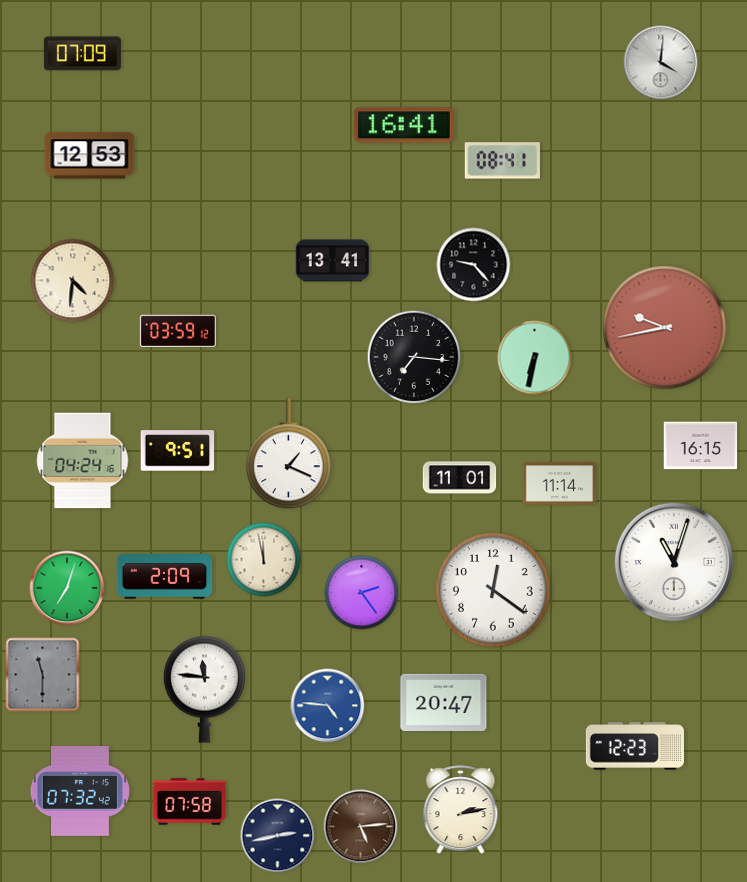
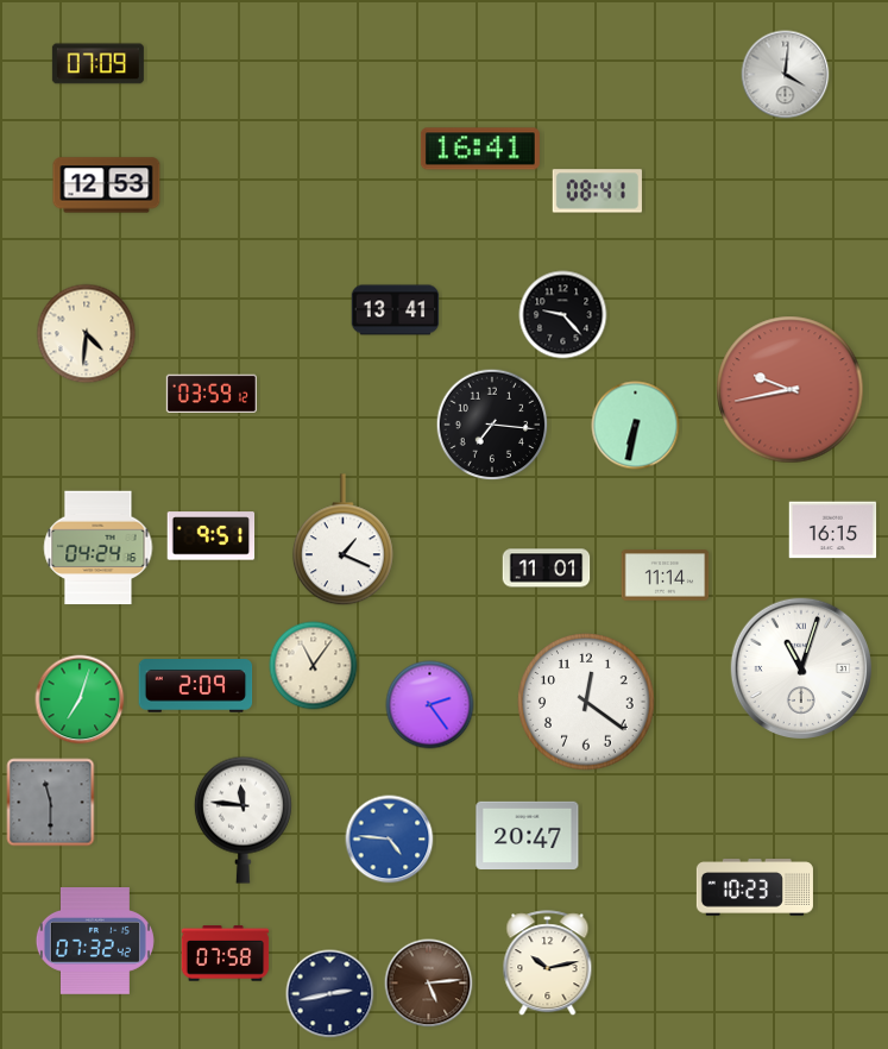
clock at (264, 560): 11:58 -> 11:06
clock at (635, 746): 12:23 -> 10:23
clock at (461, 810): 2:13 -> 10:13
